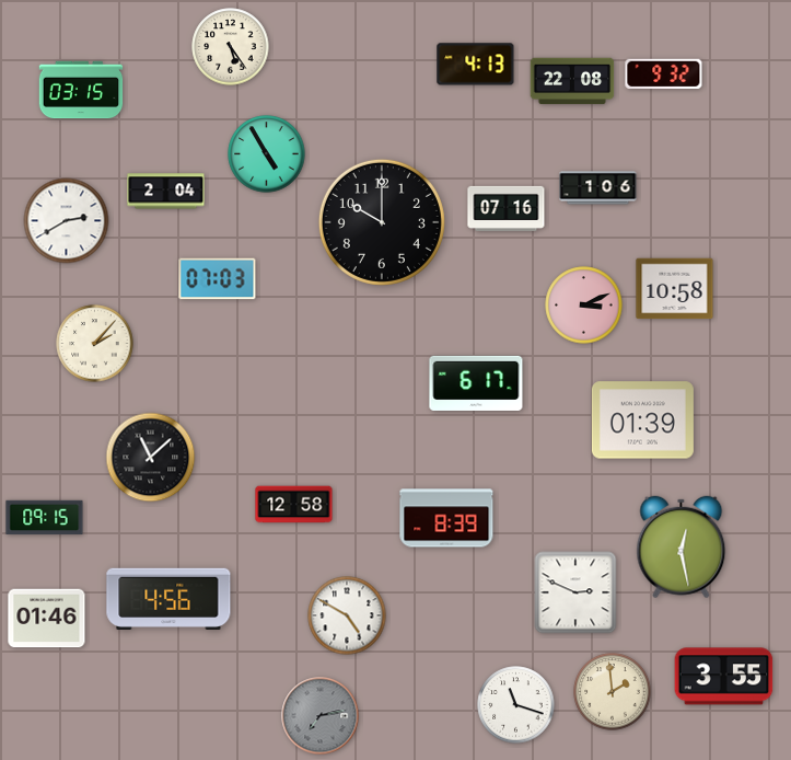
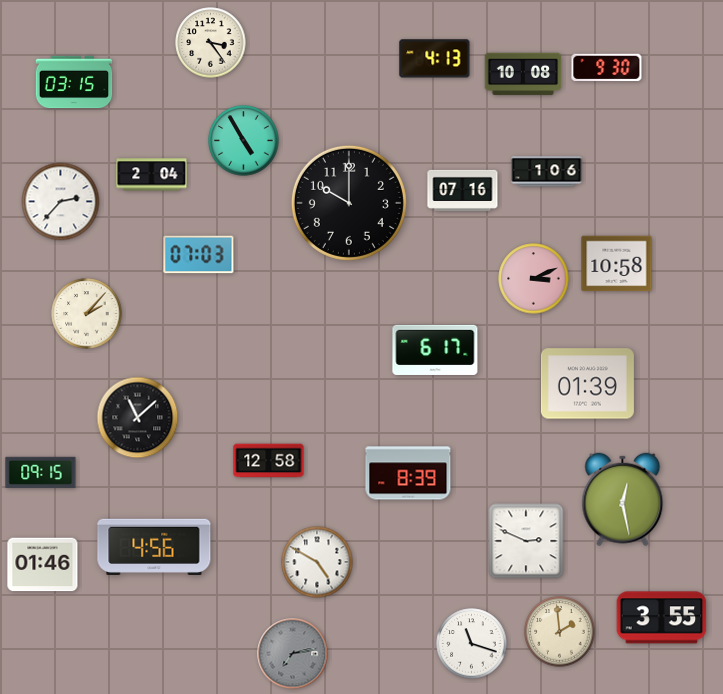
clock at (231, 47): 5:24 -> 3:24
clock at (664, 74): 9:32 -> 9:30
clock at (572, 81): 22:08 -> 10:08
clock at (67, 221): 2:40 -> 2:37
